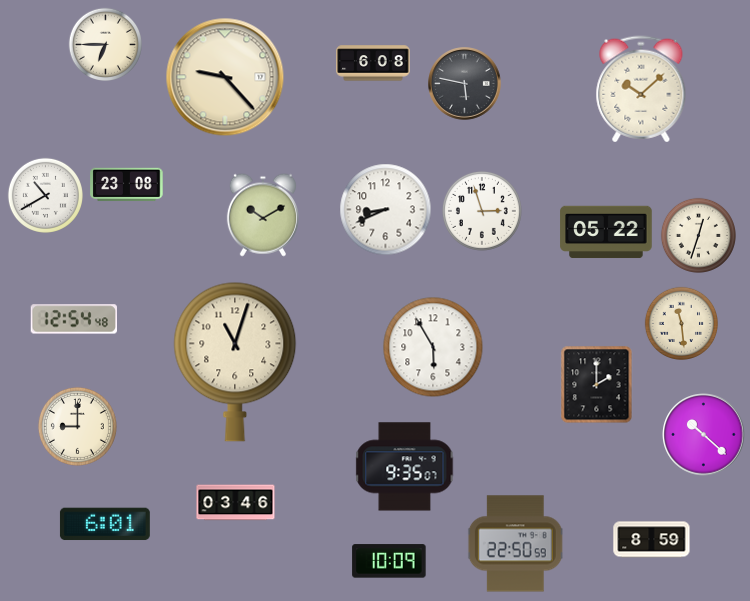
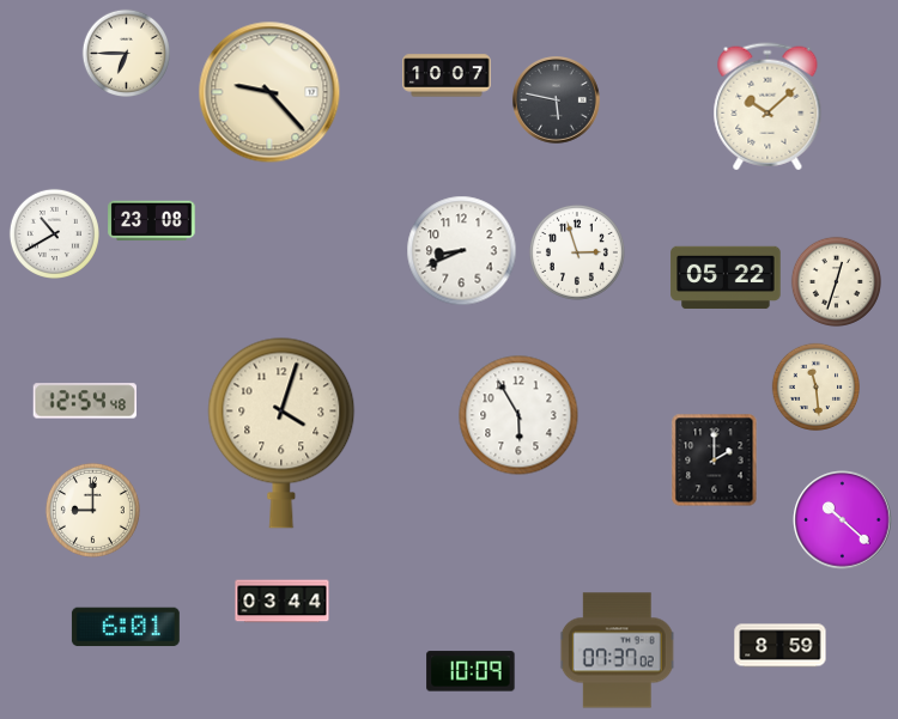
clock at (373, 63): 6:08 -> 10:07
clock at (263, 215): 10:10 -> none
clock at (73, 319) position: (73, 319) -> (84, 401)
clock at (235, 362): 11:03 -> 4:03
clock at (405, 467): 9:35 -> none
clock at (236, 503): 03:46 -> 03:44
clock at (515, 544): 22:50 -> 07:37
clock at (389, 561) position: (389, 561) -> (471, 671)
